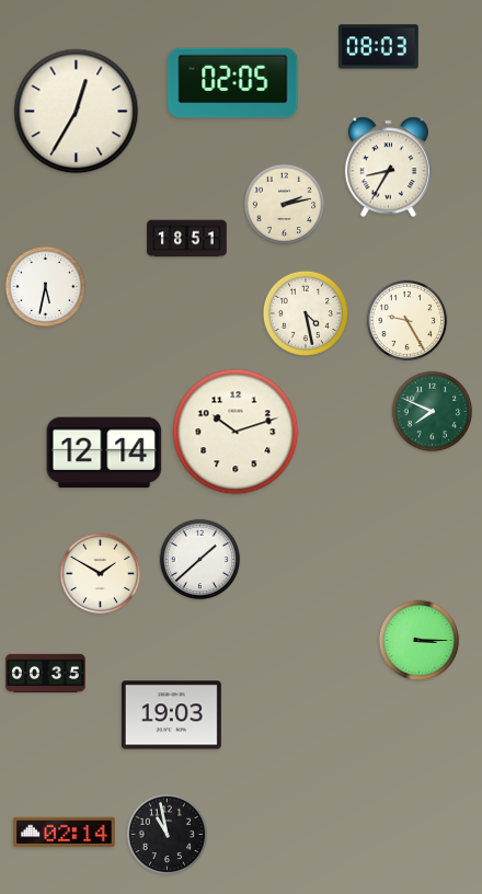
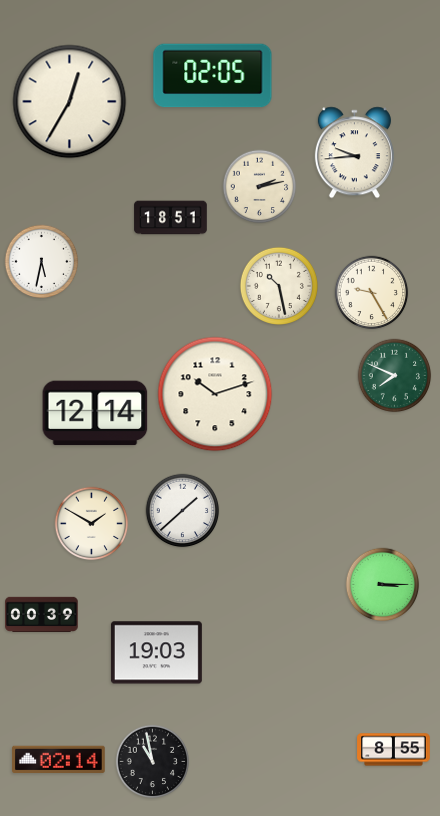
clock at (379, 47): 08:03 -> none
clock at (388, 168): 8:35 -> 9:44
clock at (306, 313): 4:28 -> 10:28
clock at (46, 674): 00:35 -> 00:39
clock at (394, 750): none -> 8:55
